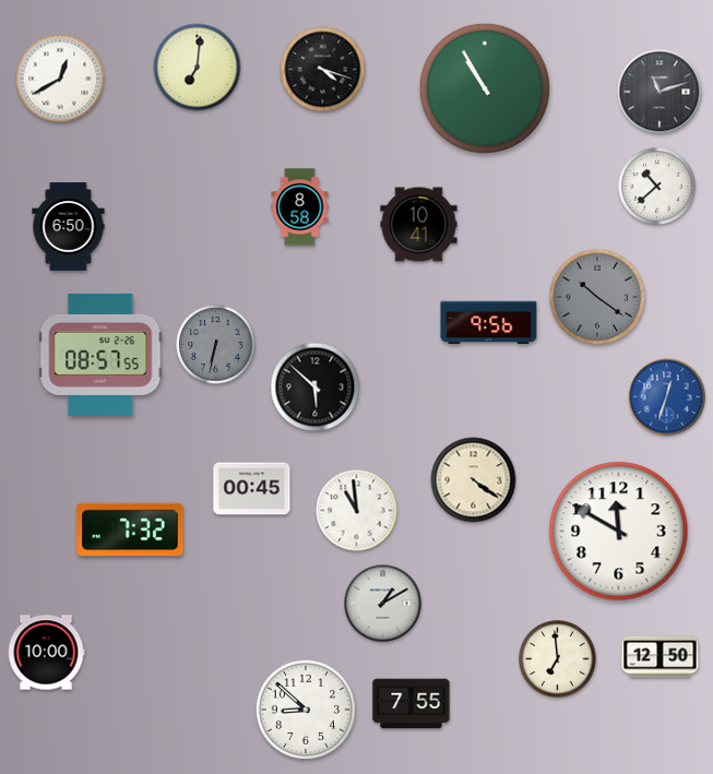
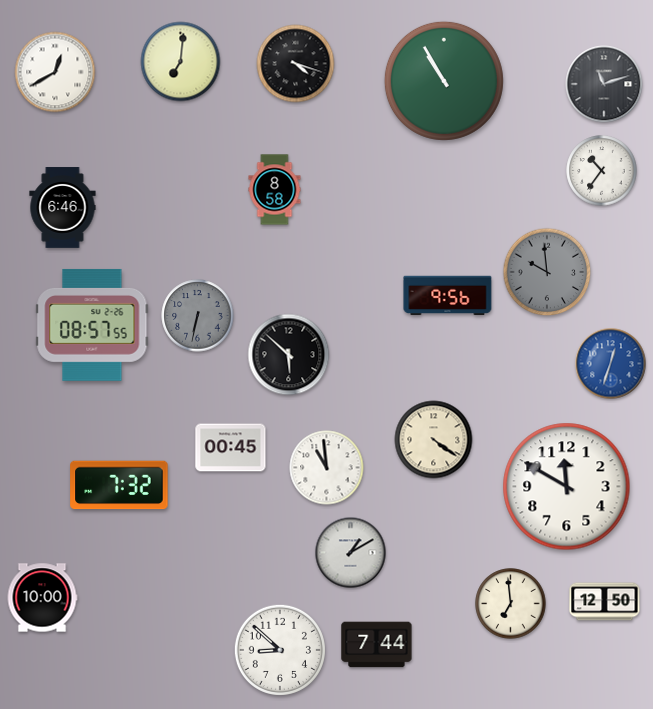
clock at (657, 187): 10:38 -> 10:36
clock at (419, 225): 10:41 -> none
clock at (69, 227): 6:50 -> 6:46
clock at (597, 297): 10:21 -> 9:59
clock at (412, 704): 7:55 -> 7:44
